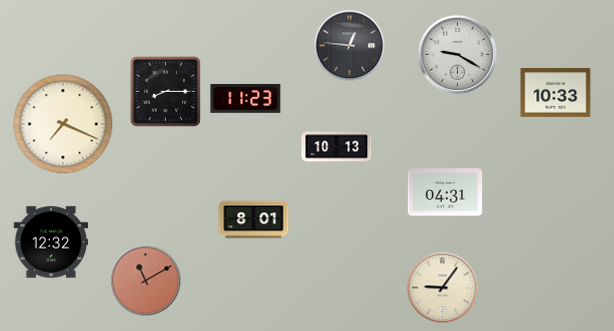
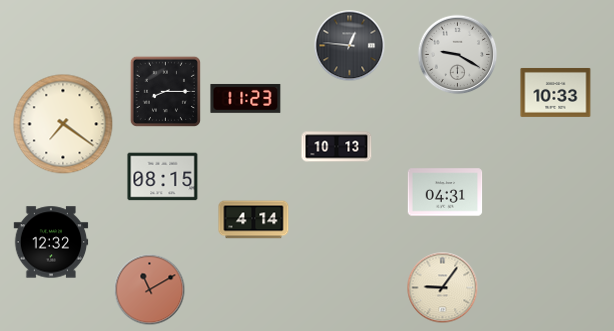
clock at (63, 124): 7:19 -> 7:21
clock at (163, 177): none -> 08:15
clock at (254, 220): 8:01 -> 4:14
clock at (146, 281) position: (146, 281) -> (150, 290)
